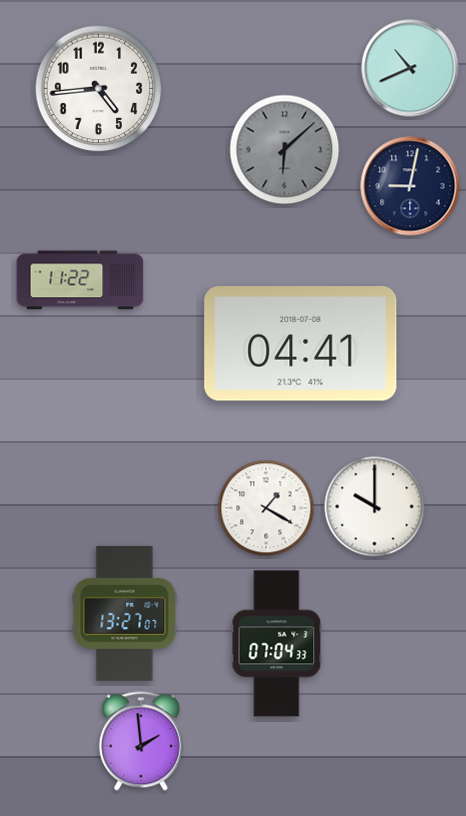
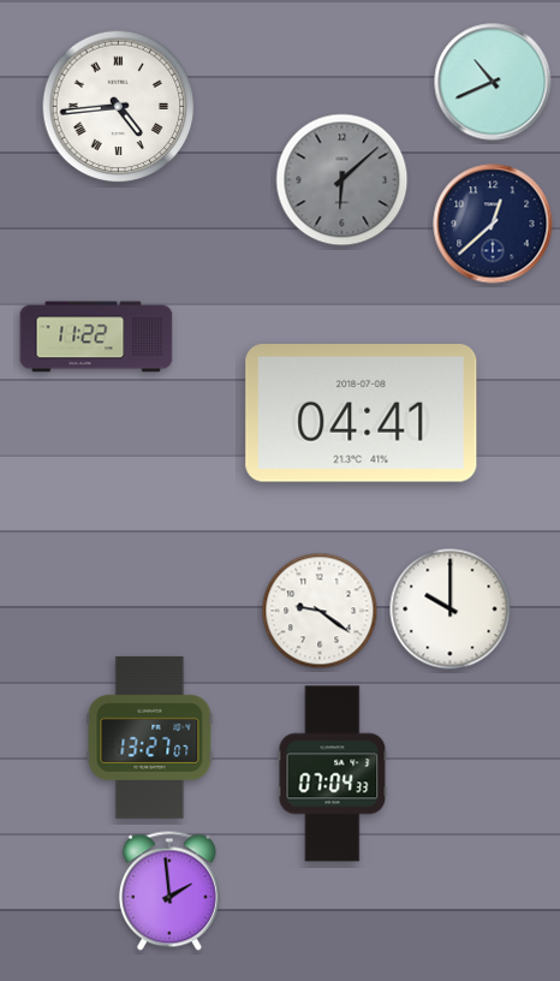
clock at (99, 89) numerals: Arabic -> Roman
clock at (410, 186): 9:02 -> 12:38
clock at (266, 508): 1:20 -> 9:21
